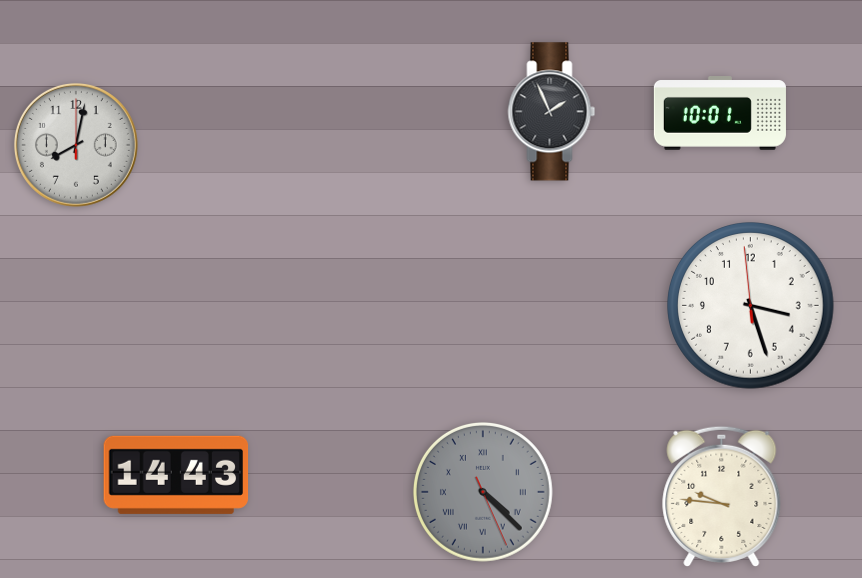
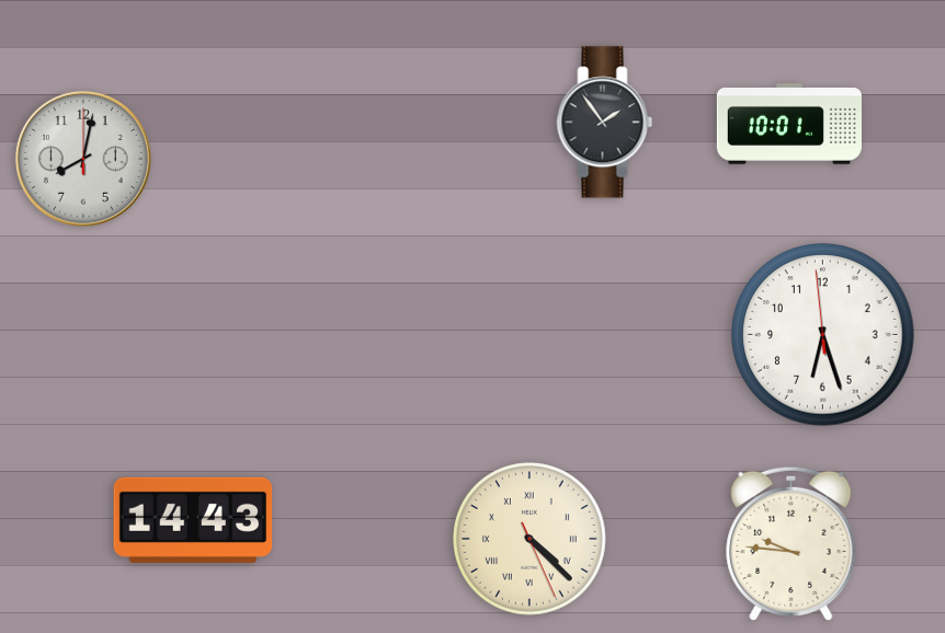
clock at (552, 112): 1:56 -> 1:54
clock at (751, 306): 3:26 -> 6:26
clock at (483, 492) dial: grey -> cream
